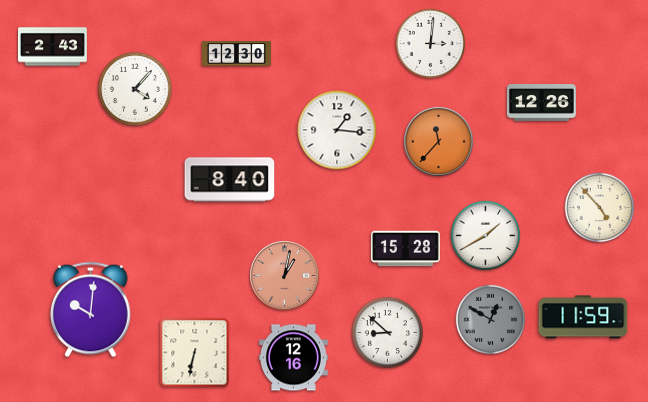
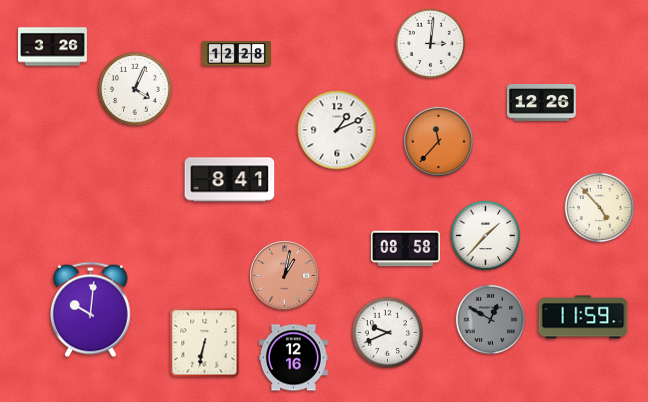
clock at (53, 47): 2:43 -> 3:26
clock at (236, 54): 12:30 -> 12:28
clock at (135, 89): 4:07 -> 4:04
clock at (337, 130): 1:16 -> 1:11
clock at (230, 180): 8:40 -> 8:41
clock at (486, 236): 1:40 -> 1:37
clock at (405, 249): 15:28 -> 08:58
clock at (387, 332): 8:52 -> 9:41
clock at (195, 353) position: (195, 353) -> (205, 343)
